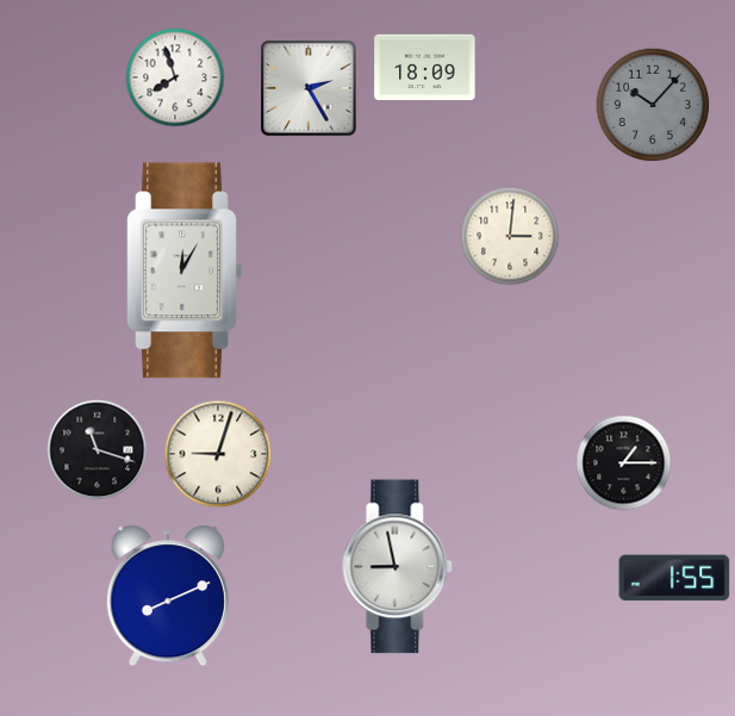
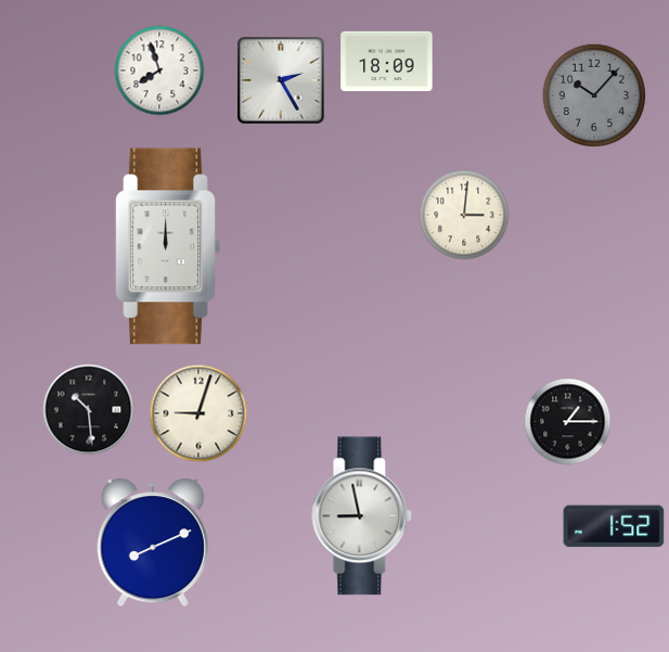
clock at (185, 270): 12:05 -> 12:00
clock at (98, 450): 11:18 -> 10:29
clock at (674, 578): 1:55 -> 1:52
